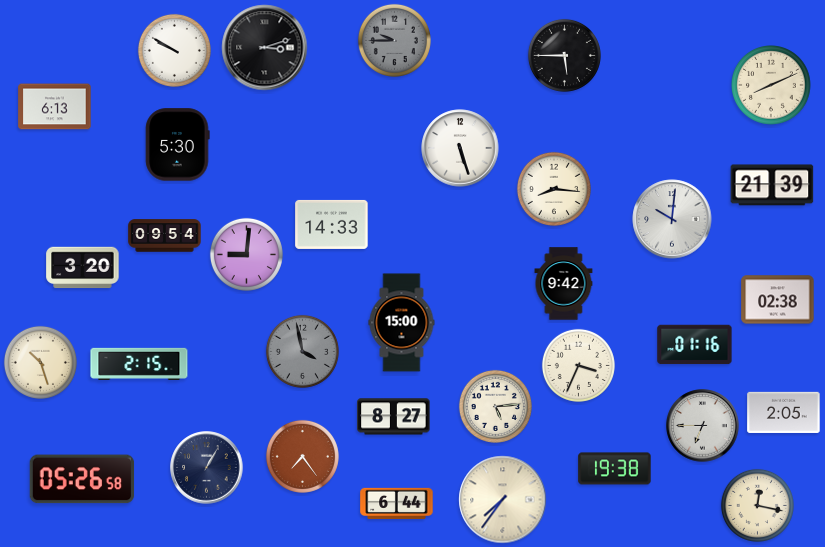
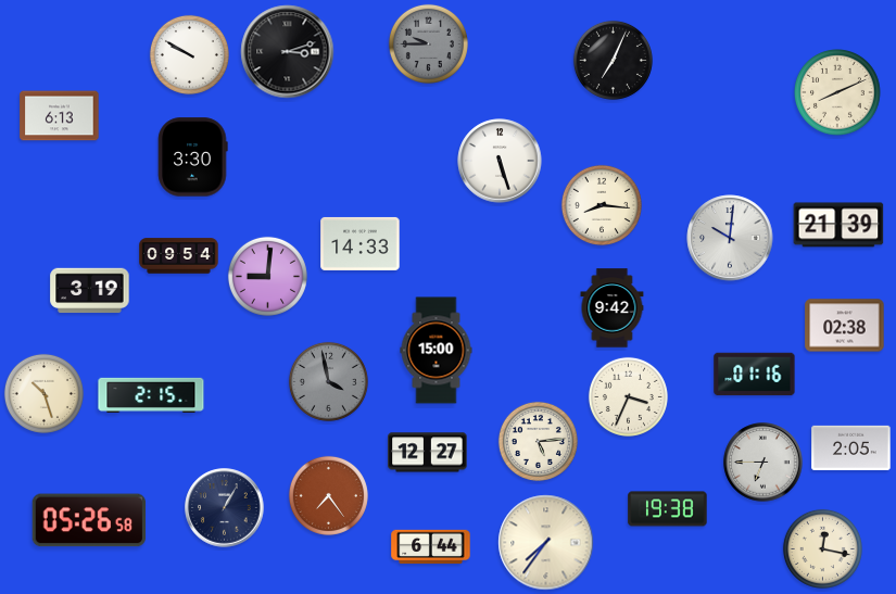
clock at (564, 55): 5:45 -> 7:04
clock at (178, 145): 5:30 -> 3:30
clock at (772, 185) position: (772, 185) -> (838, 225)
clock at (83, 268): 3:20 -> 3:19
clock at (394, 417): 8:27 -> 12:27
